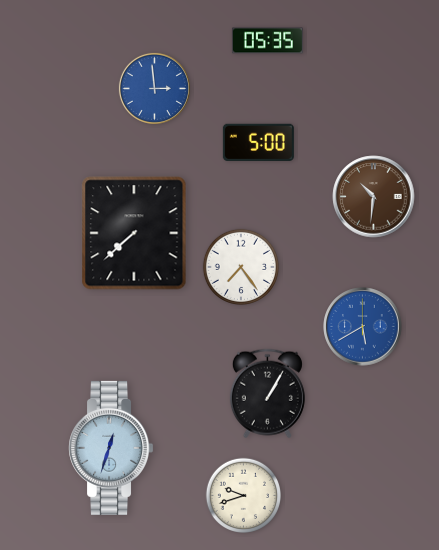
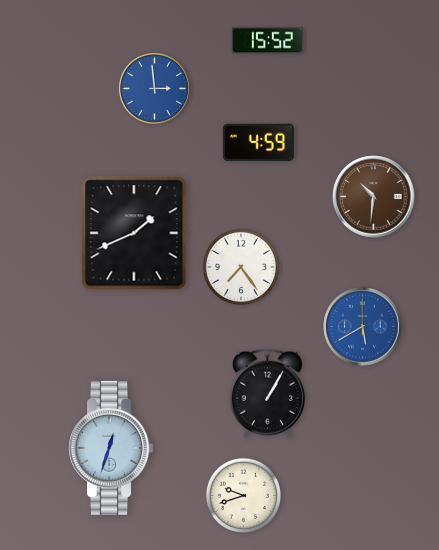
clock at (267, 41): 05:35 -> 15:52
clock at (258, 142): 5:00 -> 4:59
clock at (134, 233): 7:38 -> 1:41
